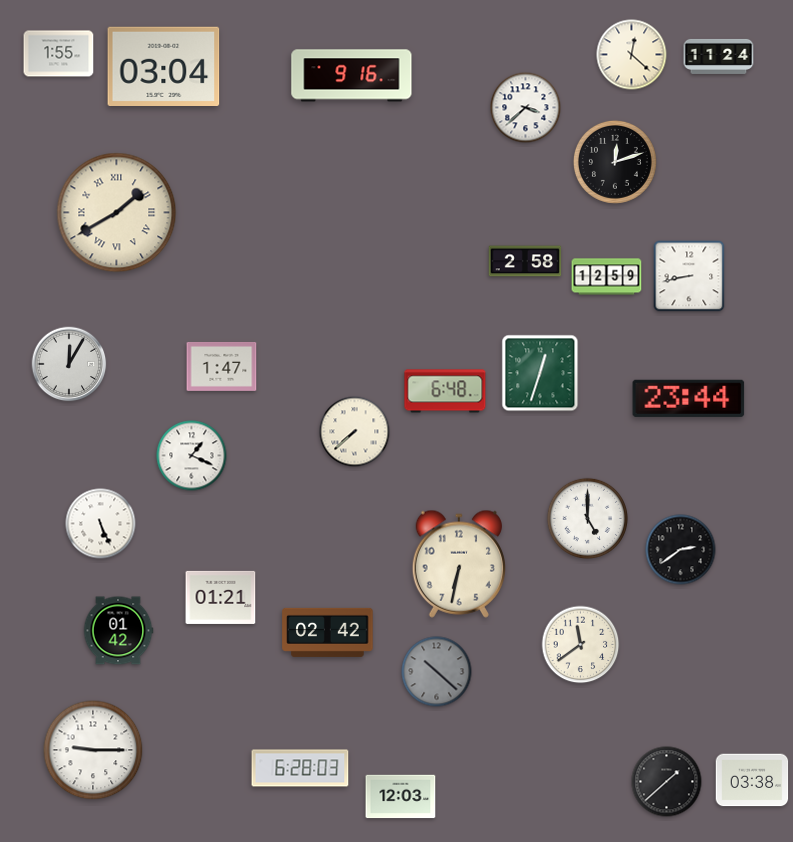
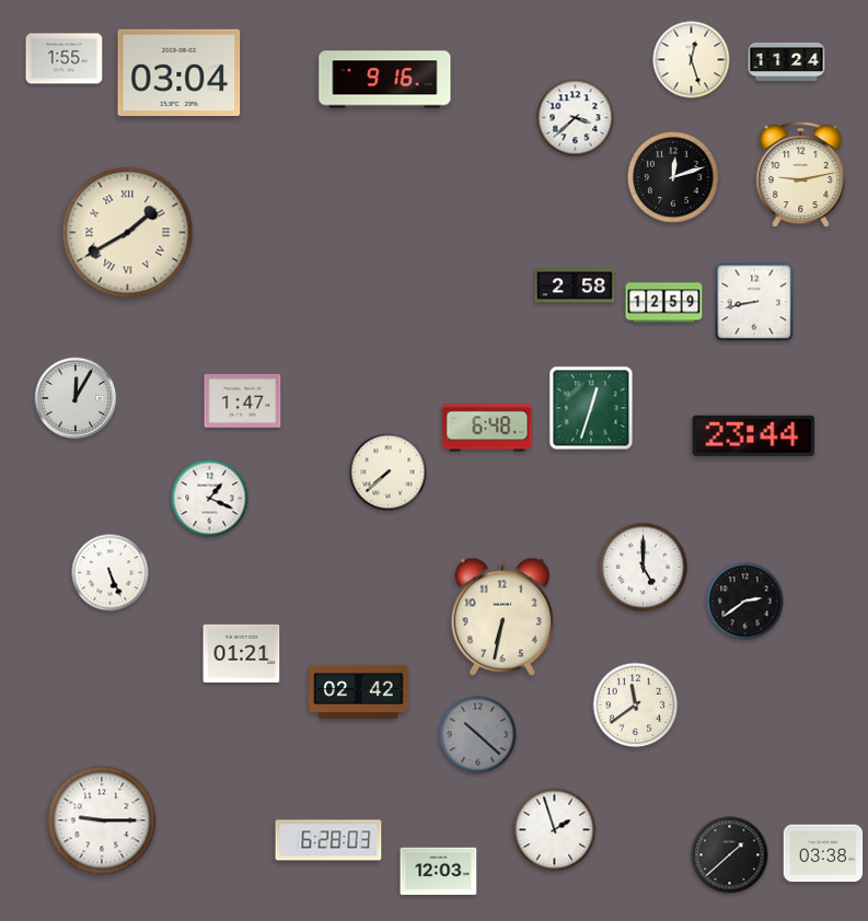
clock at (632, 55): 12:22 -> 12:27
clock at (352, 76) position: (352, 76) -> (385, 80)
clock at (801, 175): none -> 9:13
clock at (118, 631): 01:42 -> none
clock at (555, 830): none -> 1:57
